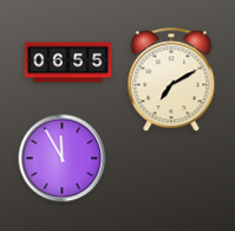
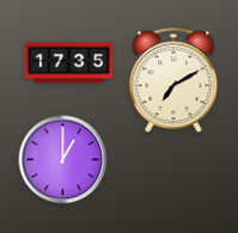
clock at (68, 63): 06:55 -> 17:35
clock at (63, 159): 11:55 -> 1:00
